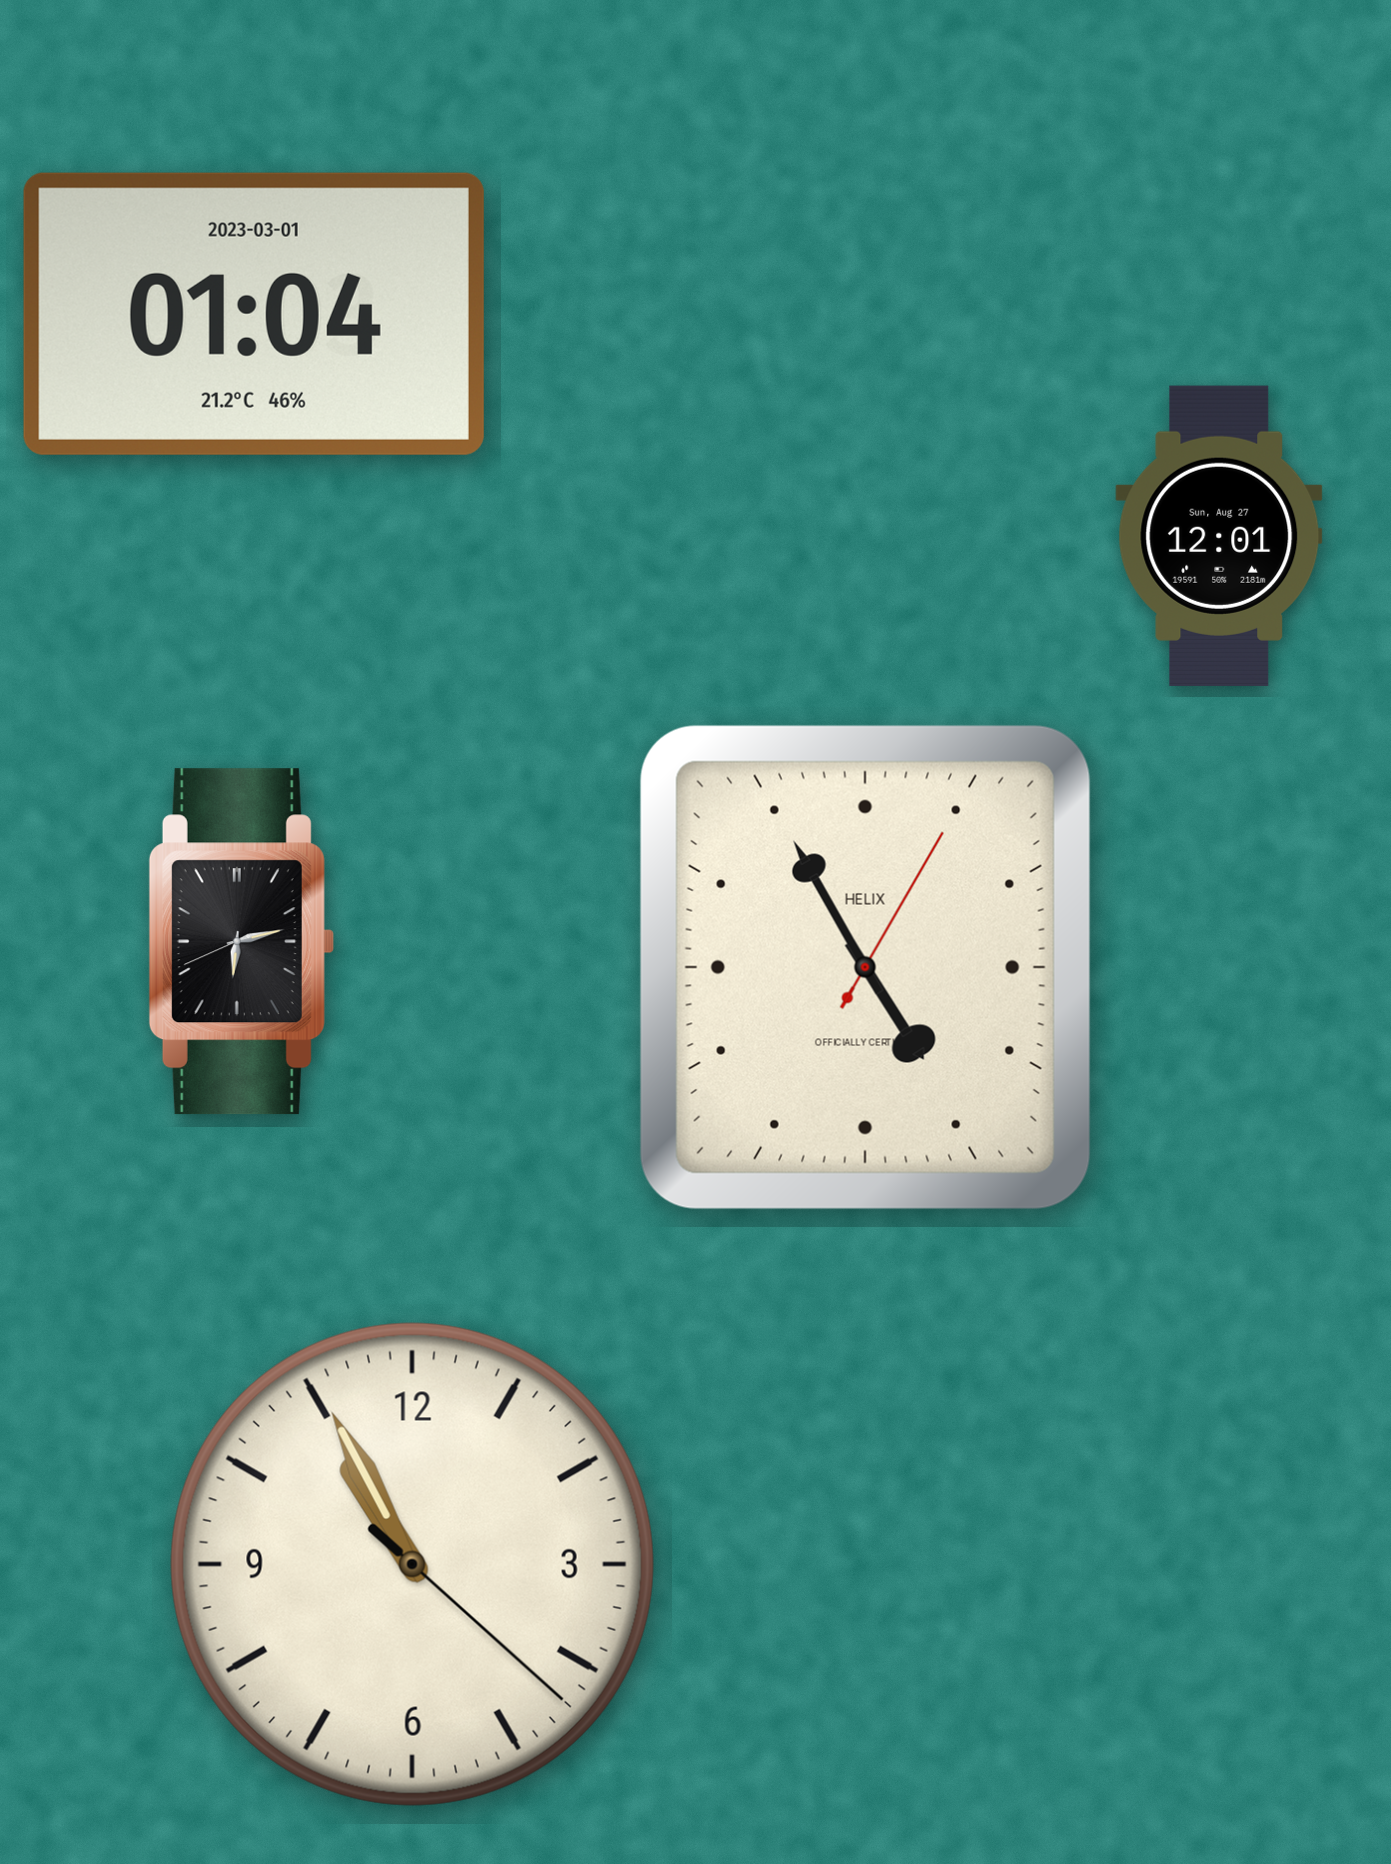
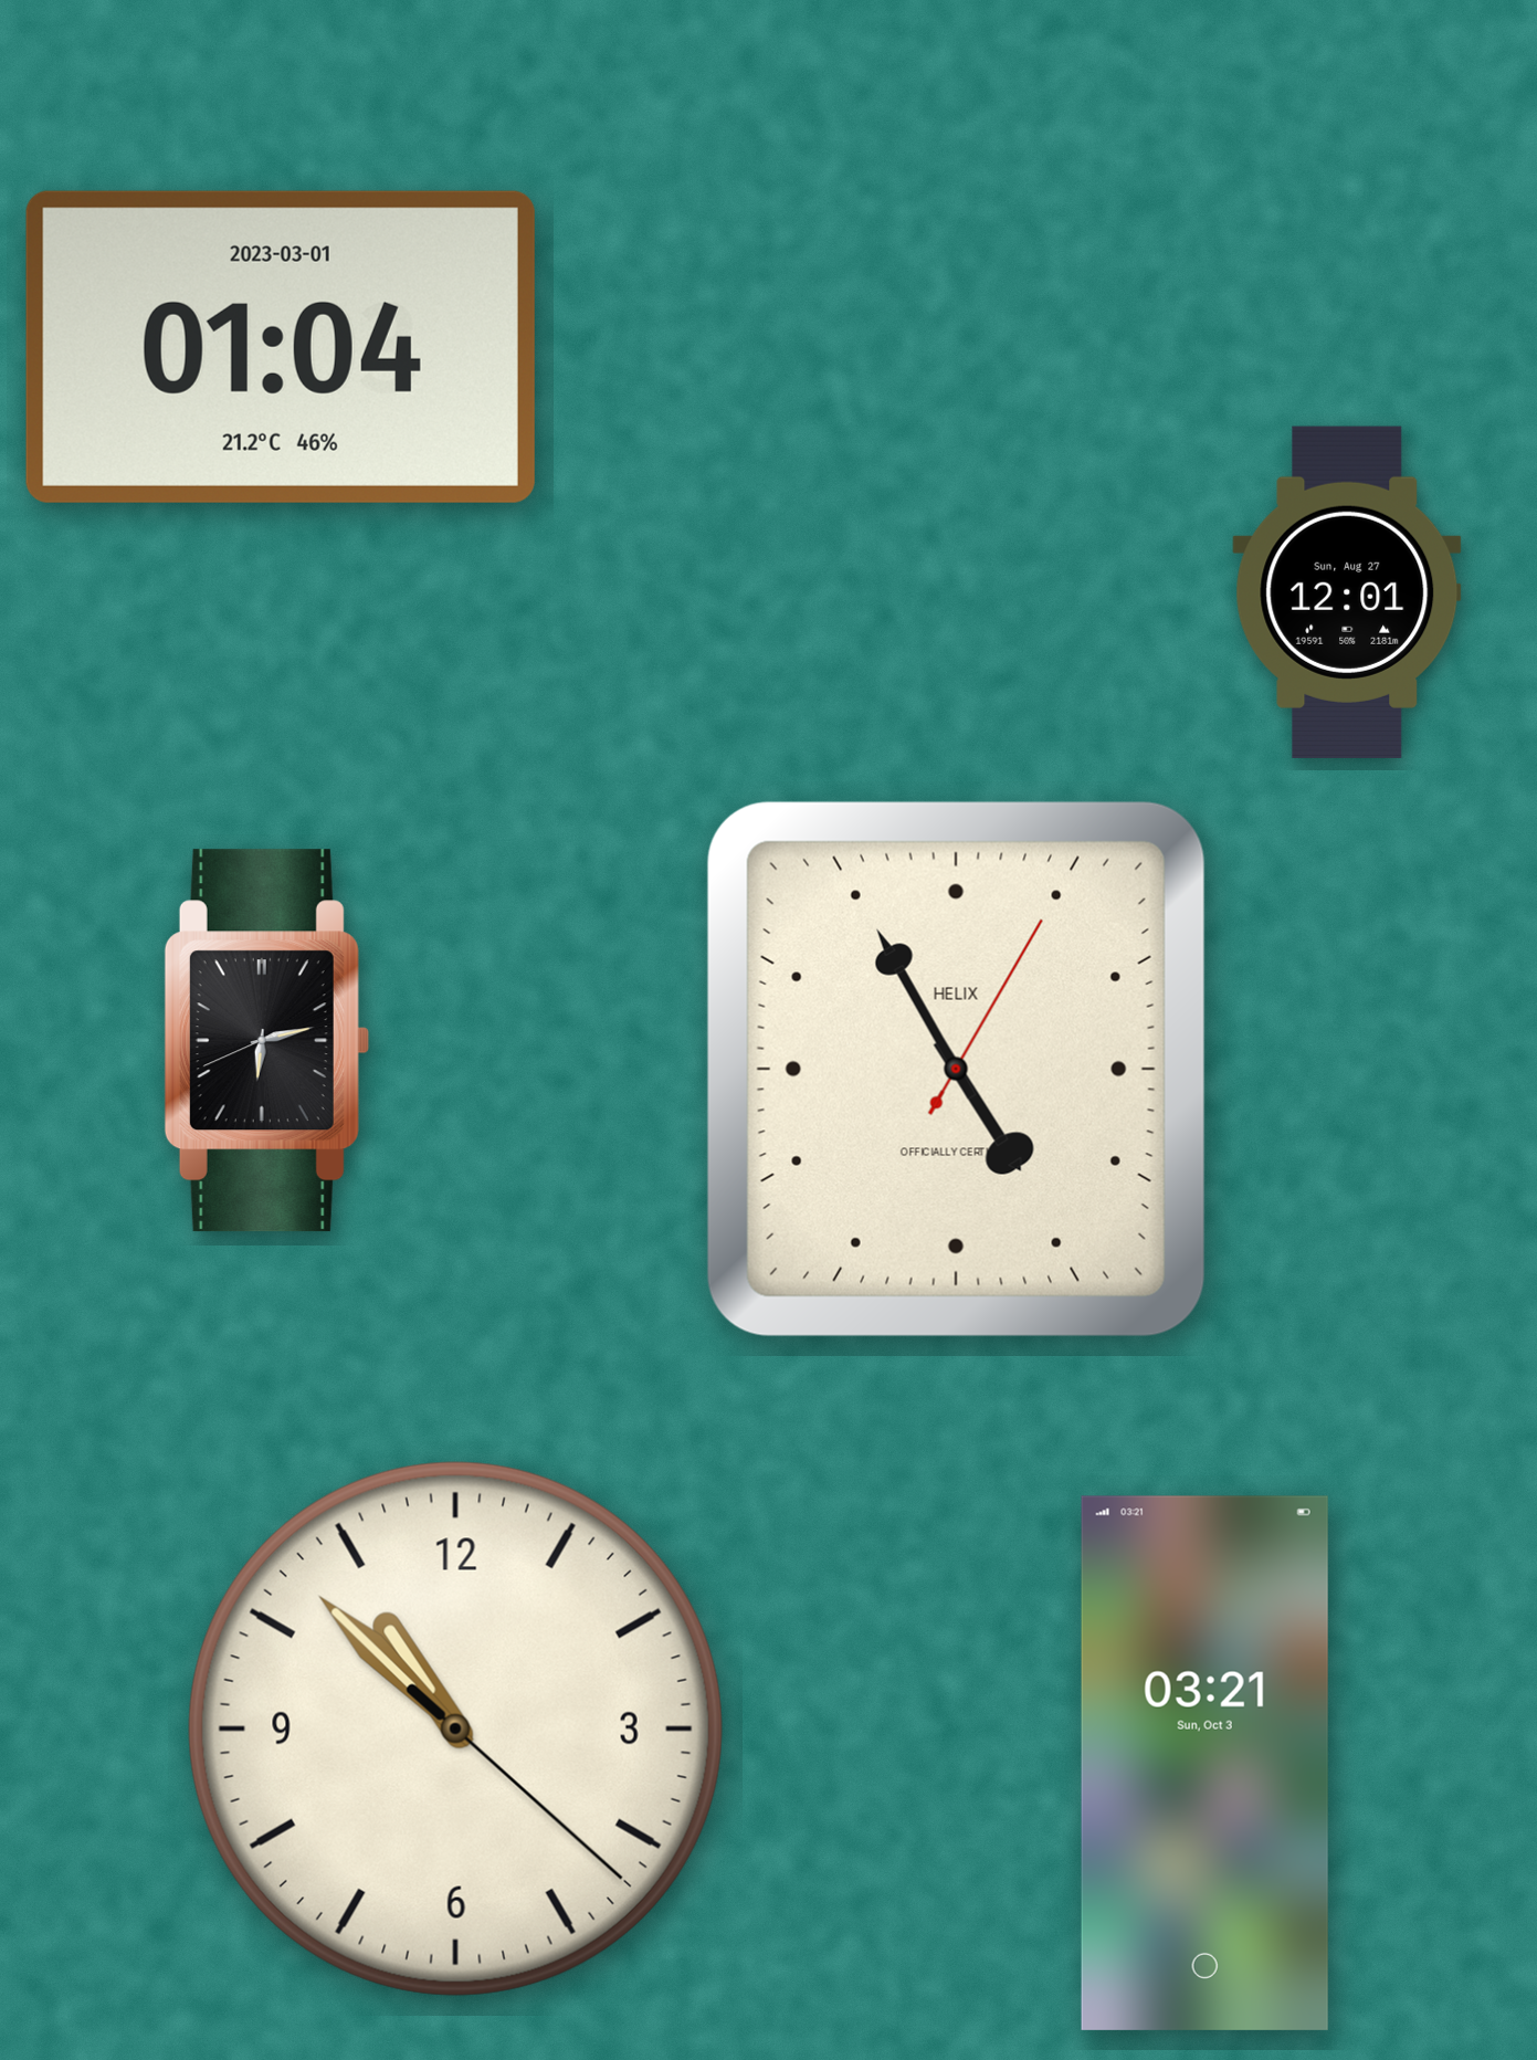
clock at (412, 1564): 10:55 -> 10:52
clock at (1204, 1763): none -> 03:21
